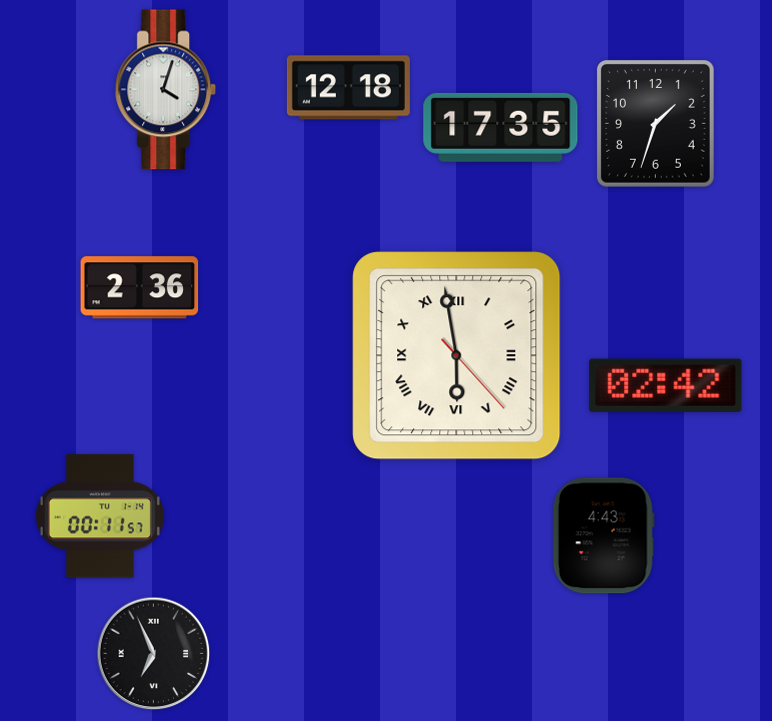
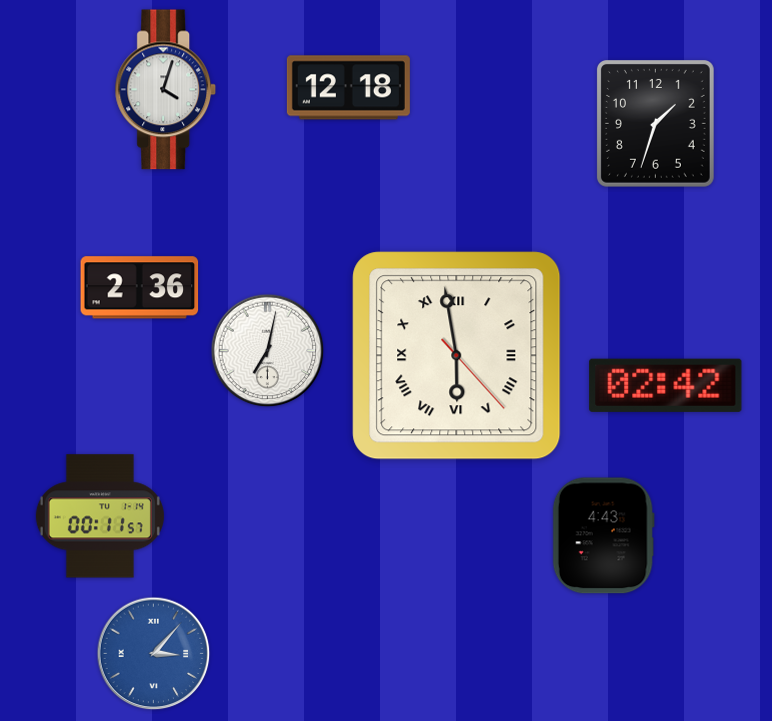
clock at (501, 127): 17:35 -> none
clock at (268, 351): none -> 7:02
clock at (154, 654): 6:56 -> 3:07
clock at (154, 654) dial: black -> blue
